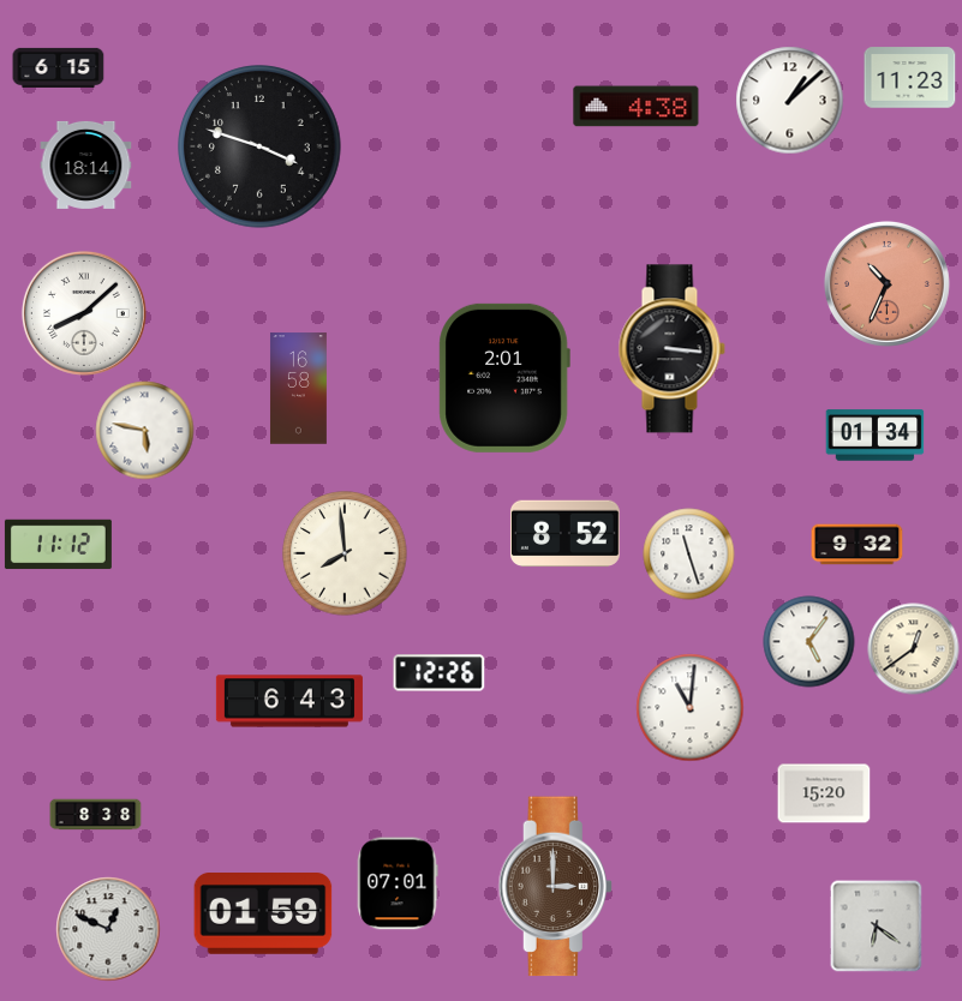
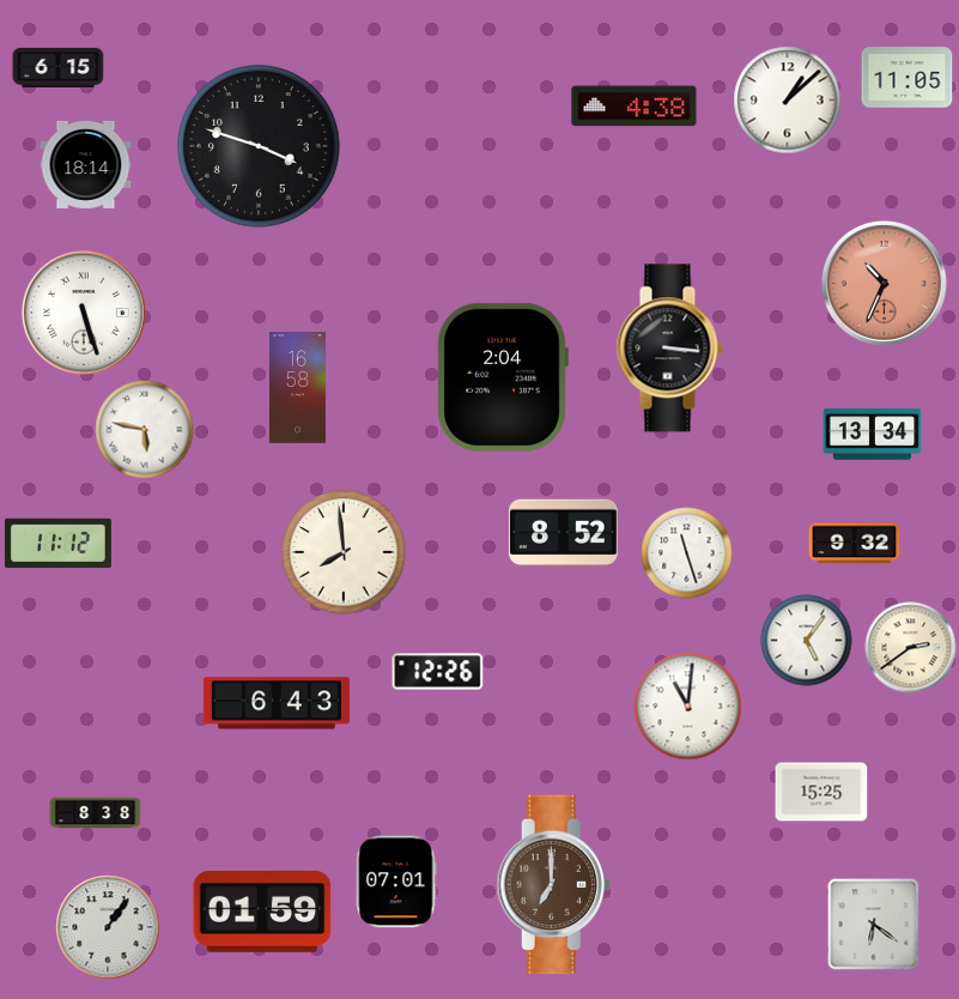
clock at (910, 78): 11:23 -> 11:05
clock at (84, 313): 8:08 -> 5:27
clock at (504, 378): 2:01 -> 2:04
clock at (876, 436): 01:34 -> 13:34
clock at (914, 649): 12:39 -> 2:39
clock at (289, 701) position: (289, 701) -> (277, 703)
clock at (824, 793): 15:20 -> 15:25
clock at (555, 887): 3:00 -> 7:00
clock at (108, 929): 12:49 -> 1:06
